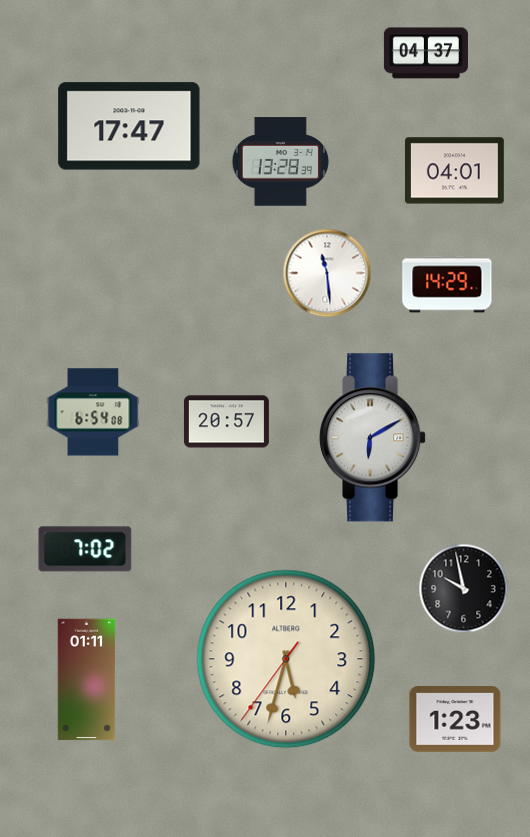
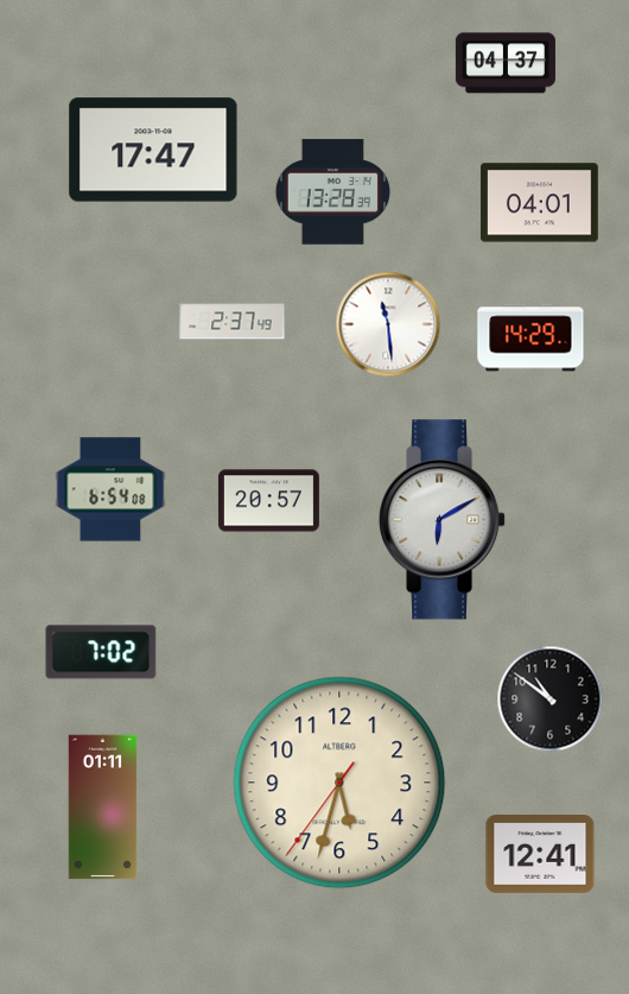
clock at (233, 322): none -> 2:37
clock at (464, 589): 9:58 -> 10:51
clock at (455, 720): 1:23 -> 12:41
